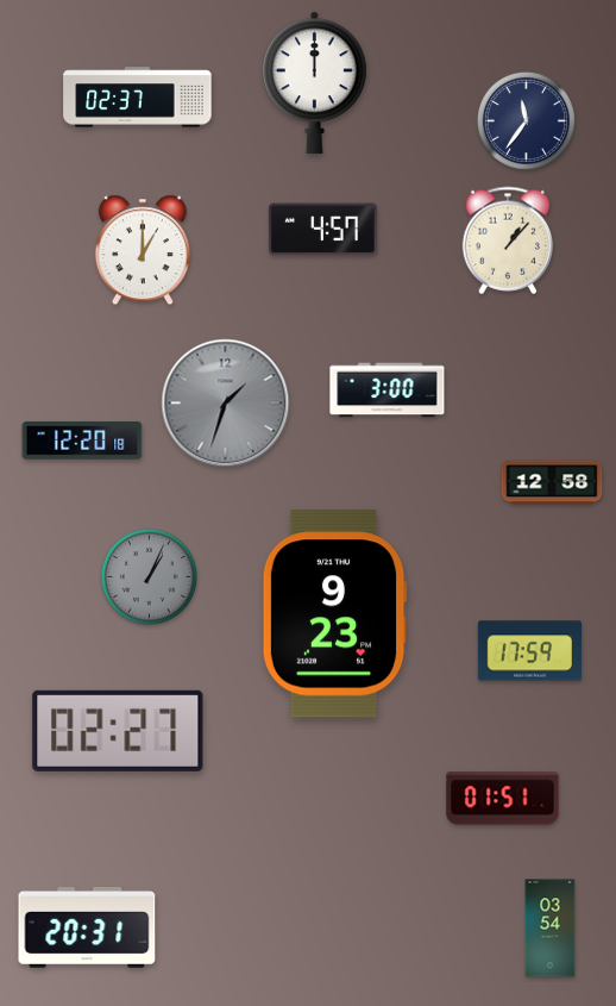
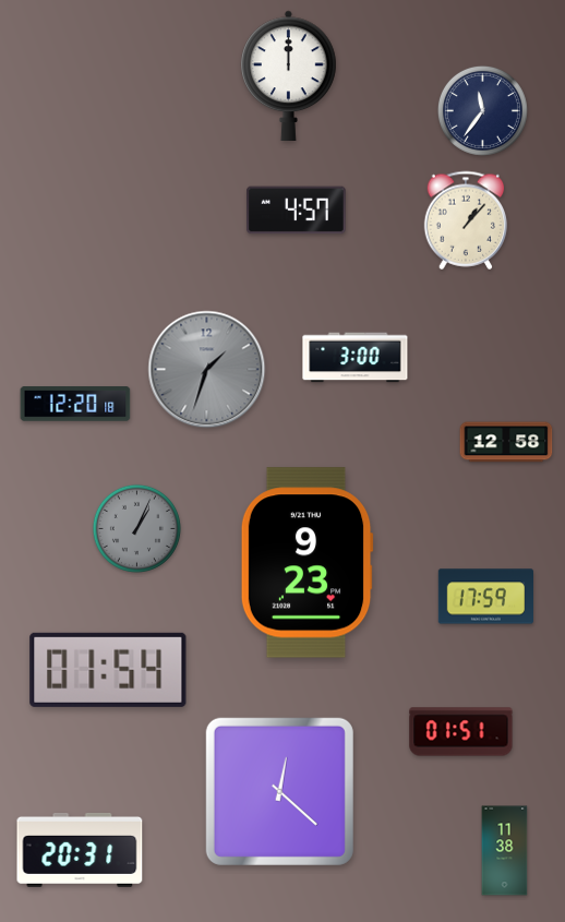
clock at (138, 98): 02:37 -> none
clock at (143, 250): 1:00 -> none
clock at (118, 731): 02:27 -> 01:54
clock at (279, 791): none -> 12:22
clock at (551, 929): 03:54 -> 11:38
